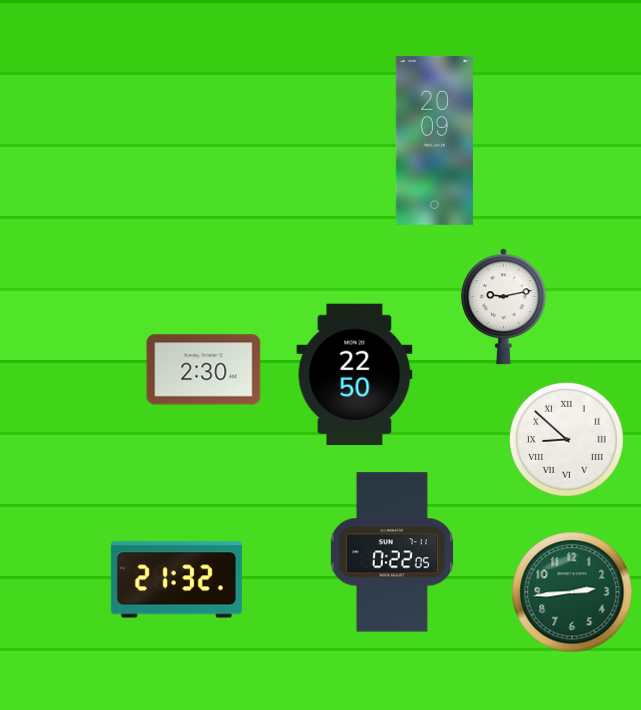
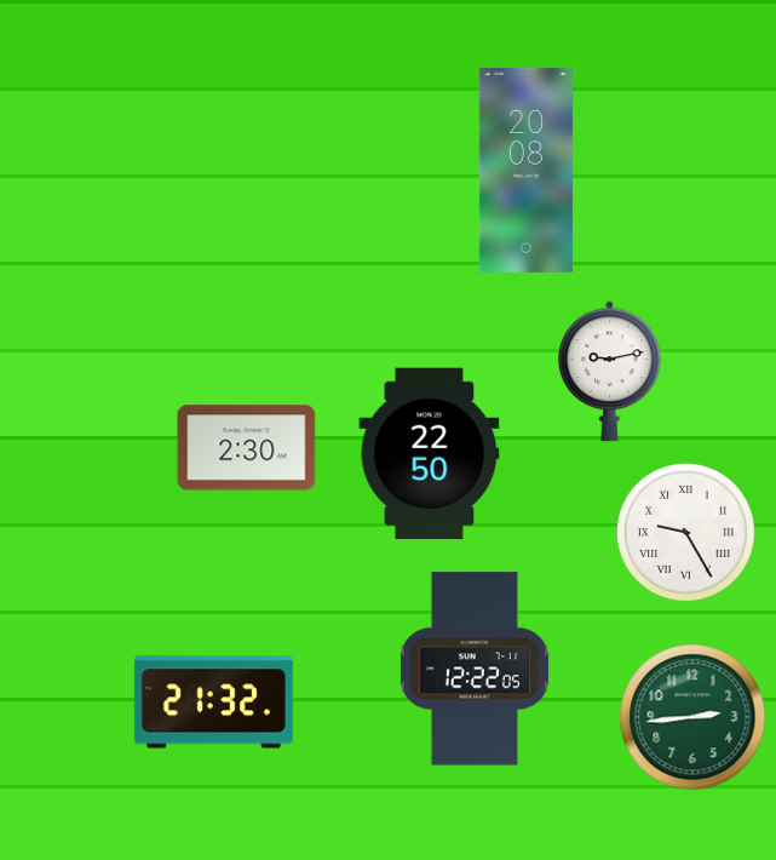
clock at (434, 140): 20:09 -> 20:08
clock at (566, 439): 8:52 -> 9:25
clock at (392, 552): 0:22 -> 12:22
